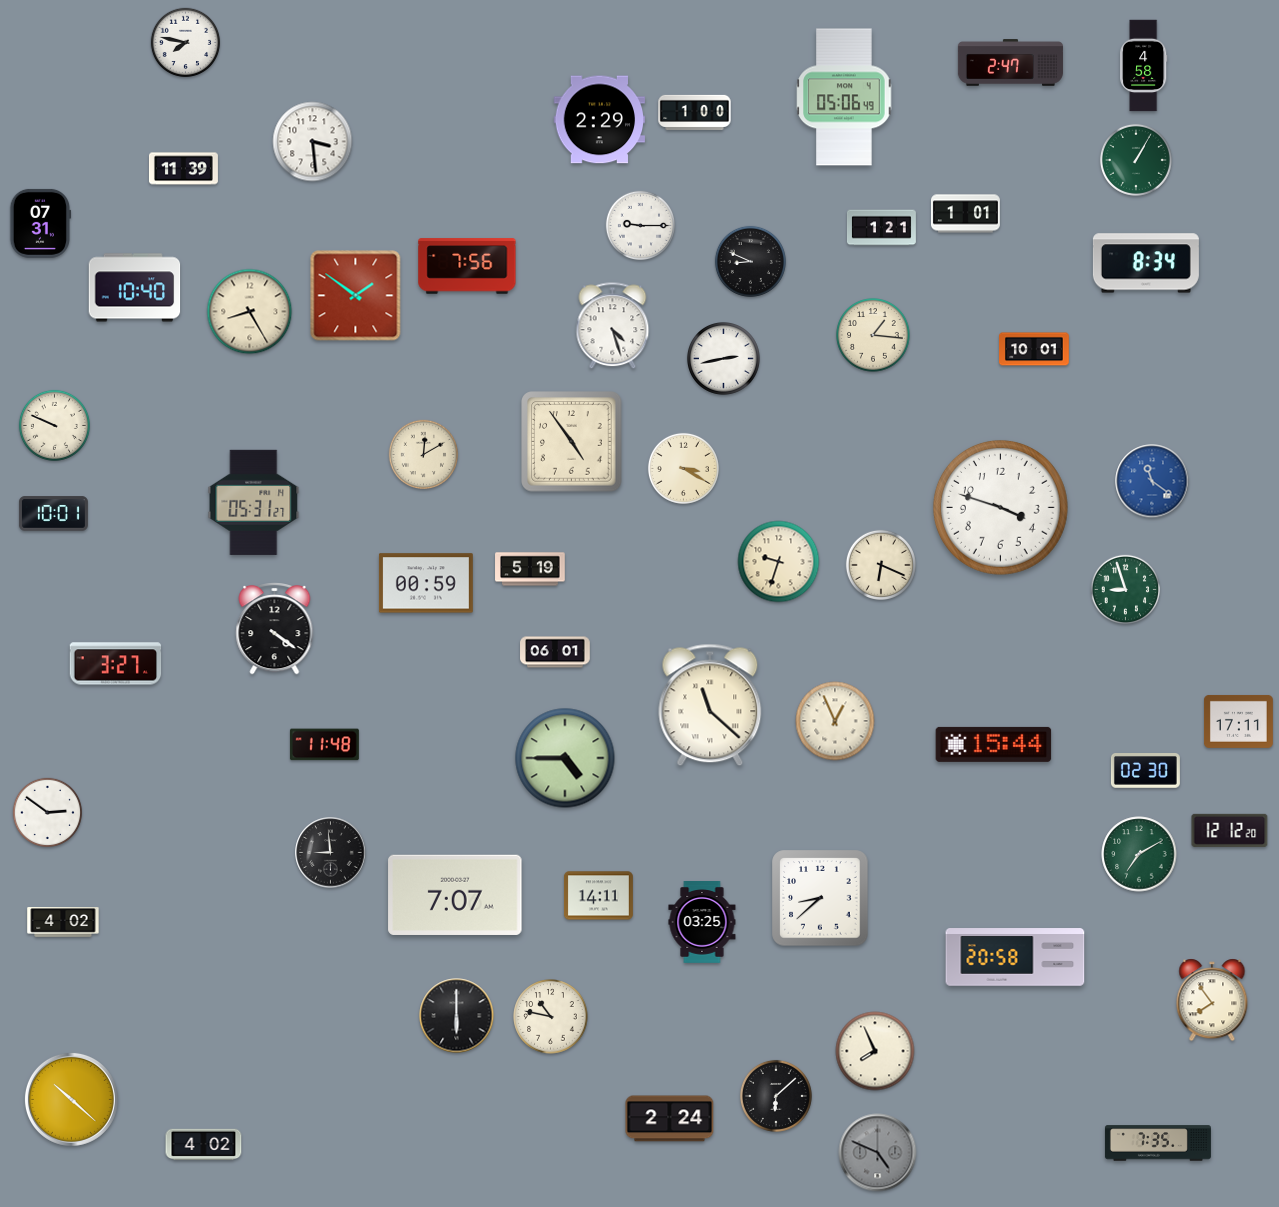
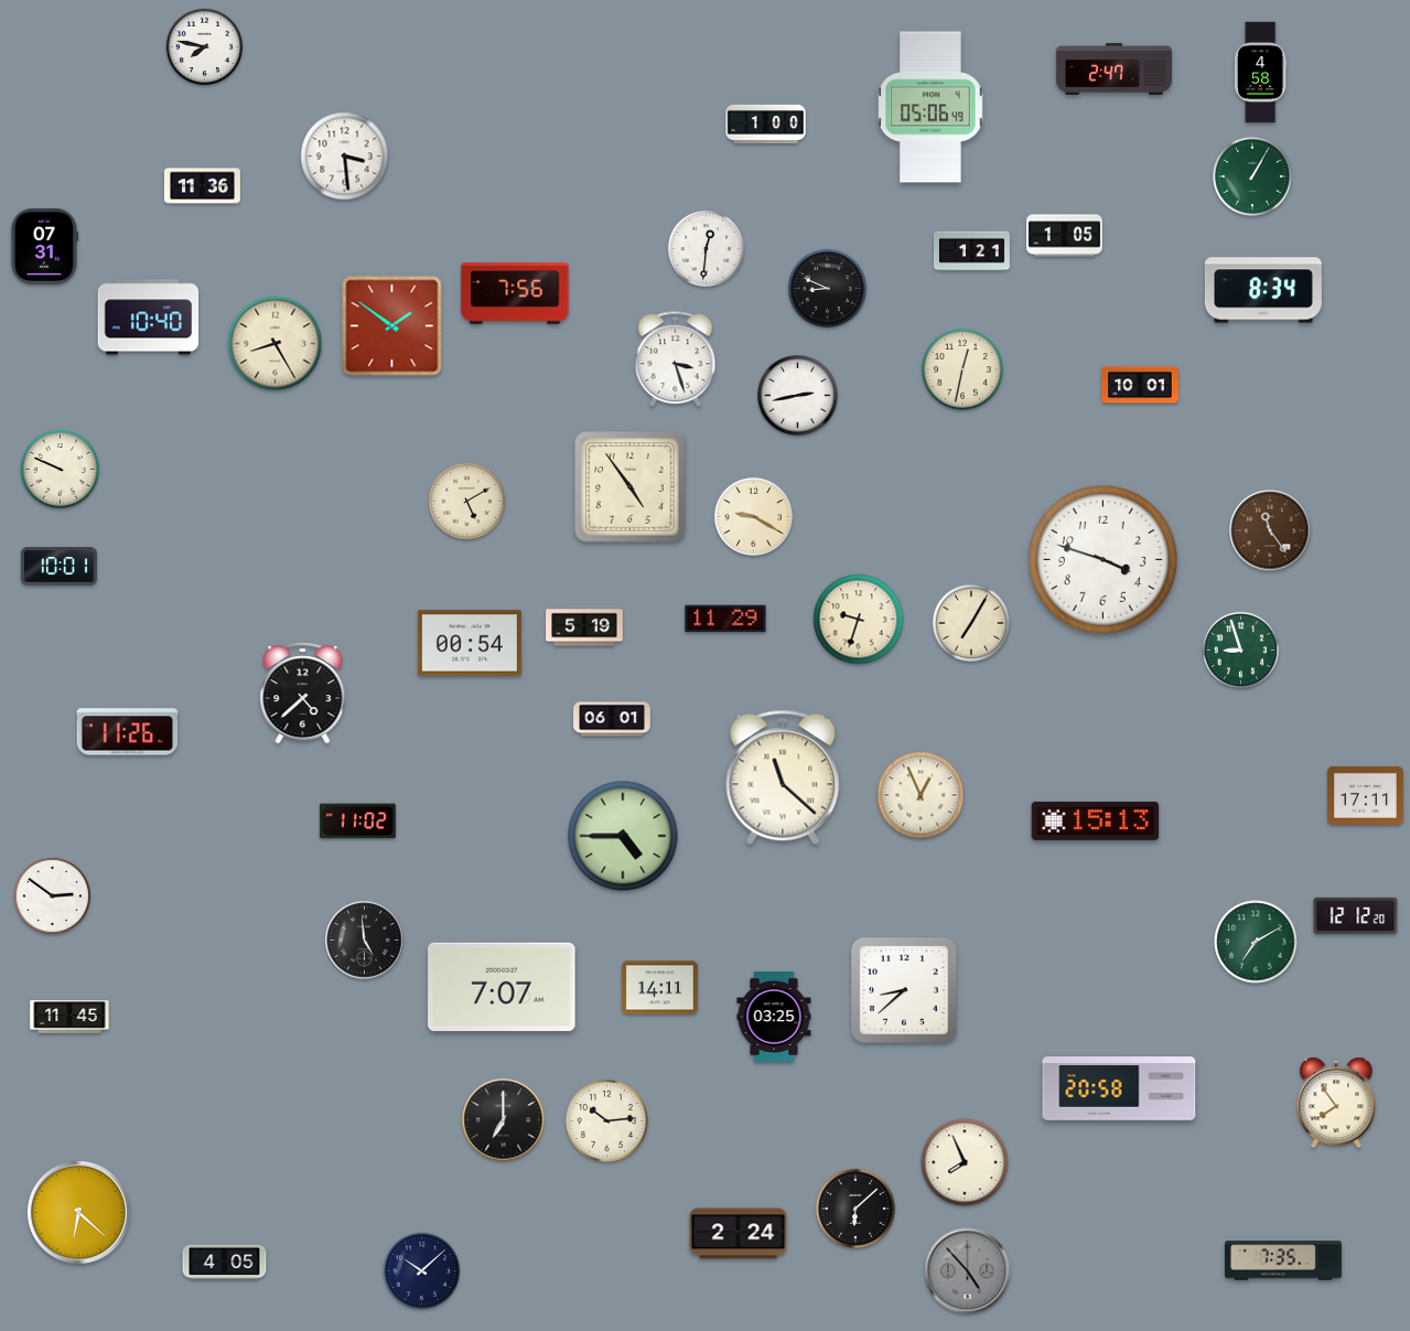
clock at (600, 120): 2:29 -> none
clock at (183, 169): 11:39 -> 11:36
clock at (965, 214): 1:01 -> 1:05
clock at (641, 226): 9:15 -> 12:31
clock at (613, 326): 4:27 -> 3:27
clock at (873, 335): 1:16 -> 12:32
clock at (424, 455): 12:10 -> 5:10
clock at (683, 468): 3:20 -> 9:20
clock at (1152, 481): 11:21 -> 11:24
clock at (1152, 481) dial: blue -> brown
clock at (254, 502): 05:31 -> none
clock at (725, 619): none -> 11:29
clock at (881, 565): 6:19 -> 7:05
clock at (426, 583): 00:59 -> 00:54
clock at (275, 629): 4:21 -> 4:38
clock at (116, 664): 3:27 -> 11:26
clock at (994, 744): 15:44 -> 15:13
clock at (324, 745): 11:48 -> 11:02
clock at (1145, 771): 02:30 -> none
clock at (331, 853): 8:59 -> 4:59
clock at (63, 922): 4:02 -> 11:45
clock at (1015, 957) position: (1015, 957) -> (1119, 1088)
clock at (457, 1016): 6:00 -> 7:00
clock at (551, 1017): 10:47 -> 10:14
clock at (875, 1051) position: (875, 1051) -> (965, 1162)
clock at (71, 1099): 10:22 -> 6:22
clock at (1158, 1143) position: (1158, 1143) -> (1283, 1260)
clock at (204, 1145): 4:02 -> 4:05
clock at (422, 1271): none -> 10:08
clock at (878, 1153): 4:49 -> 4:53
